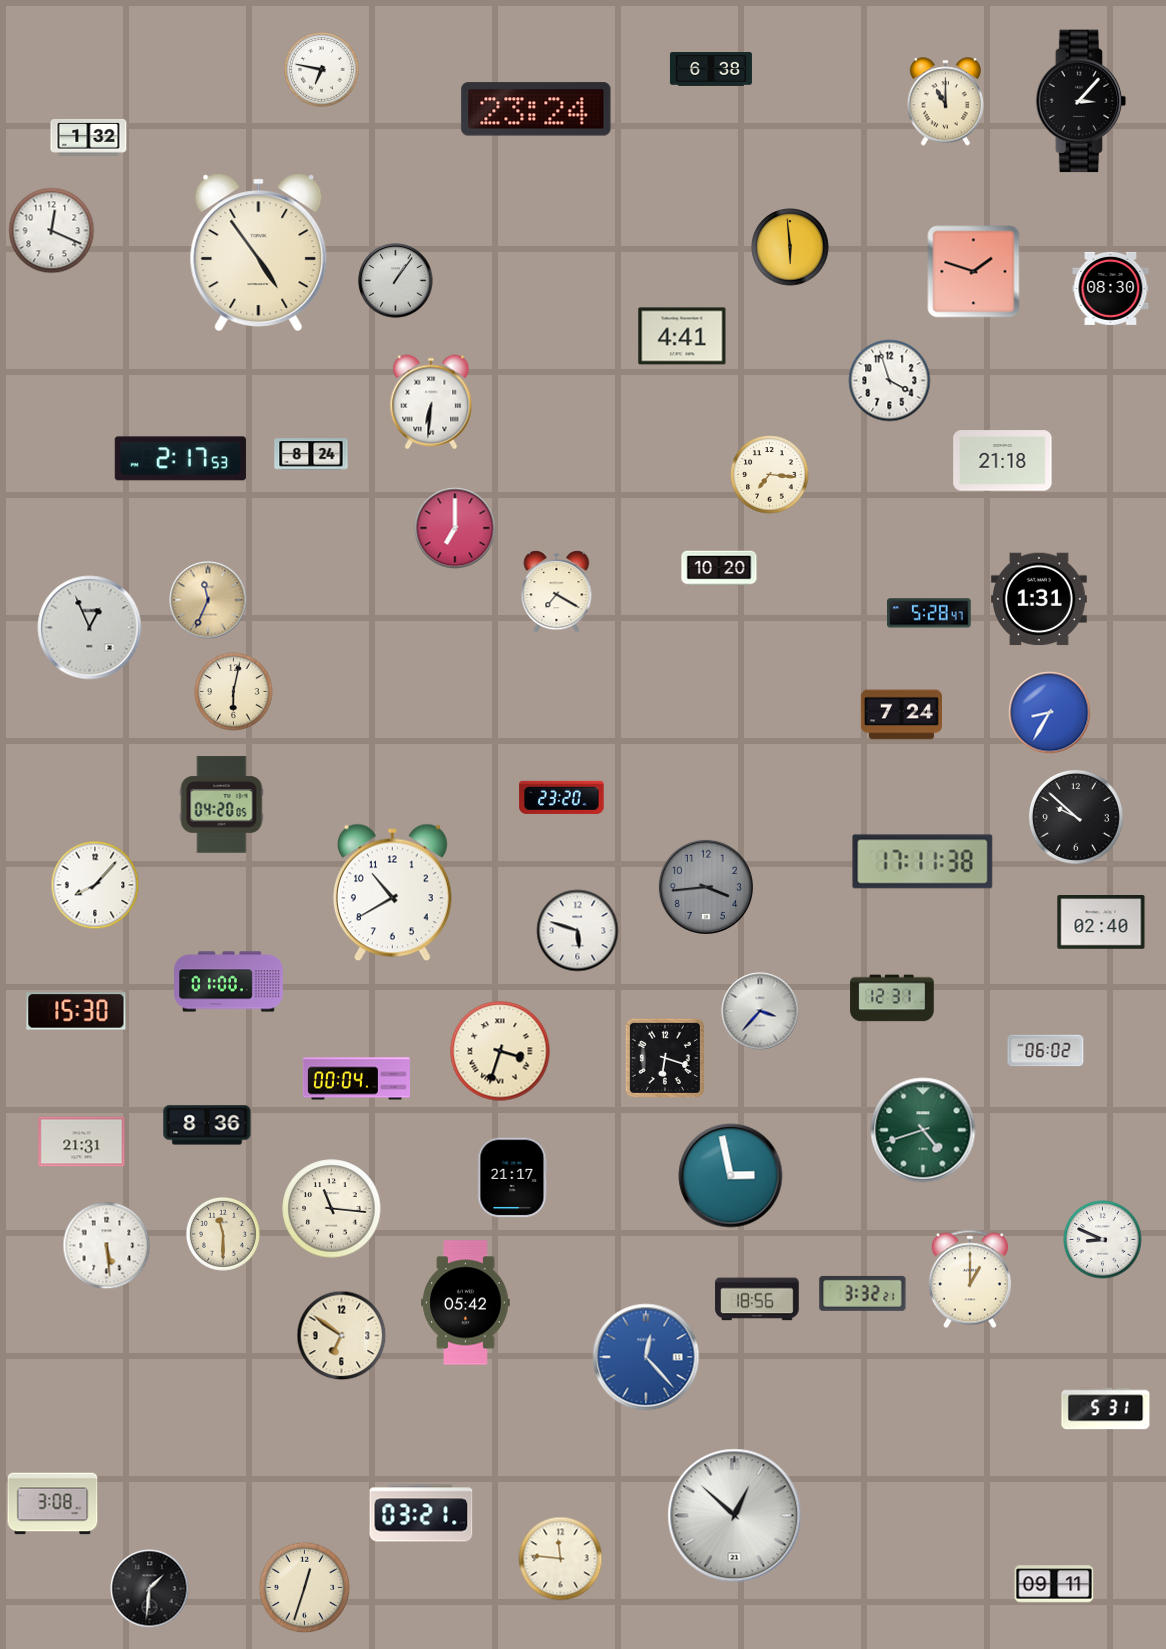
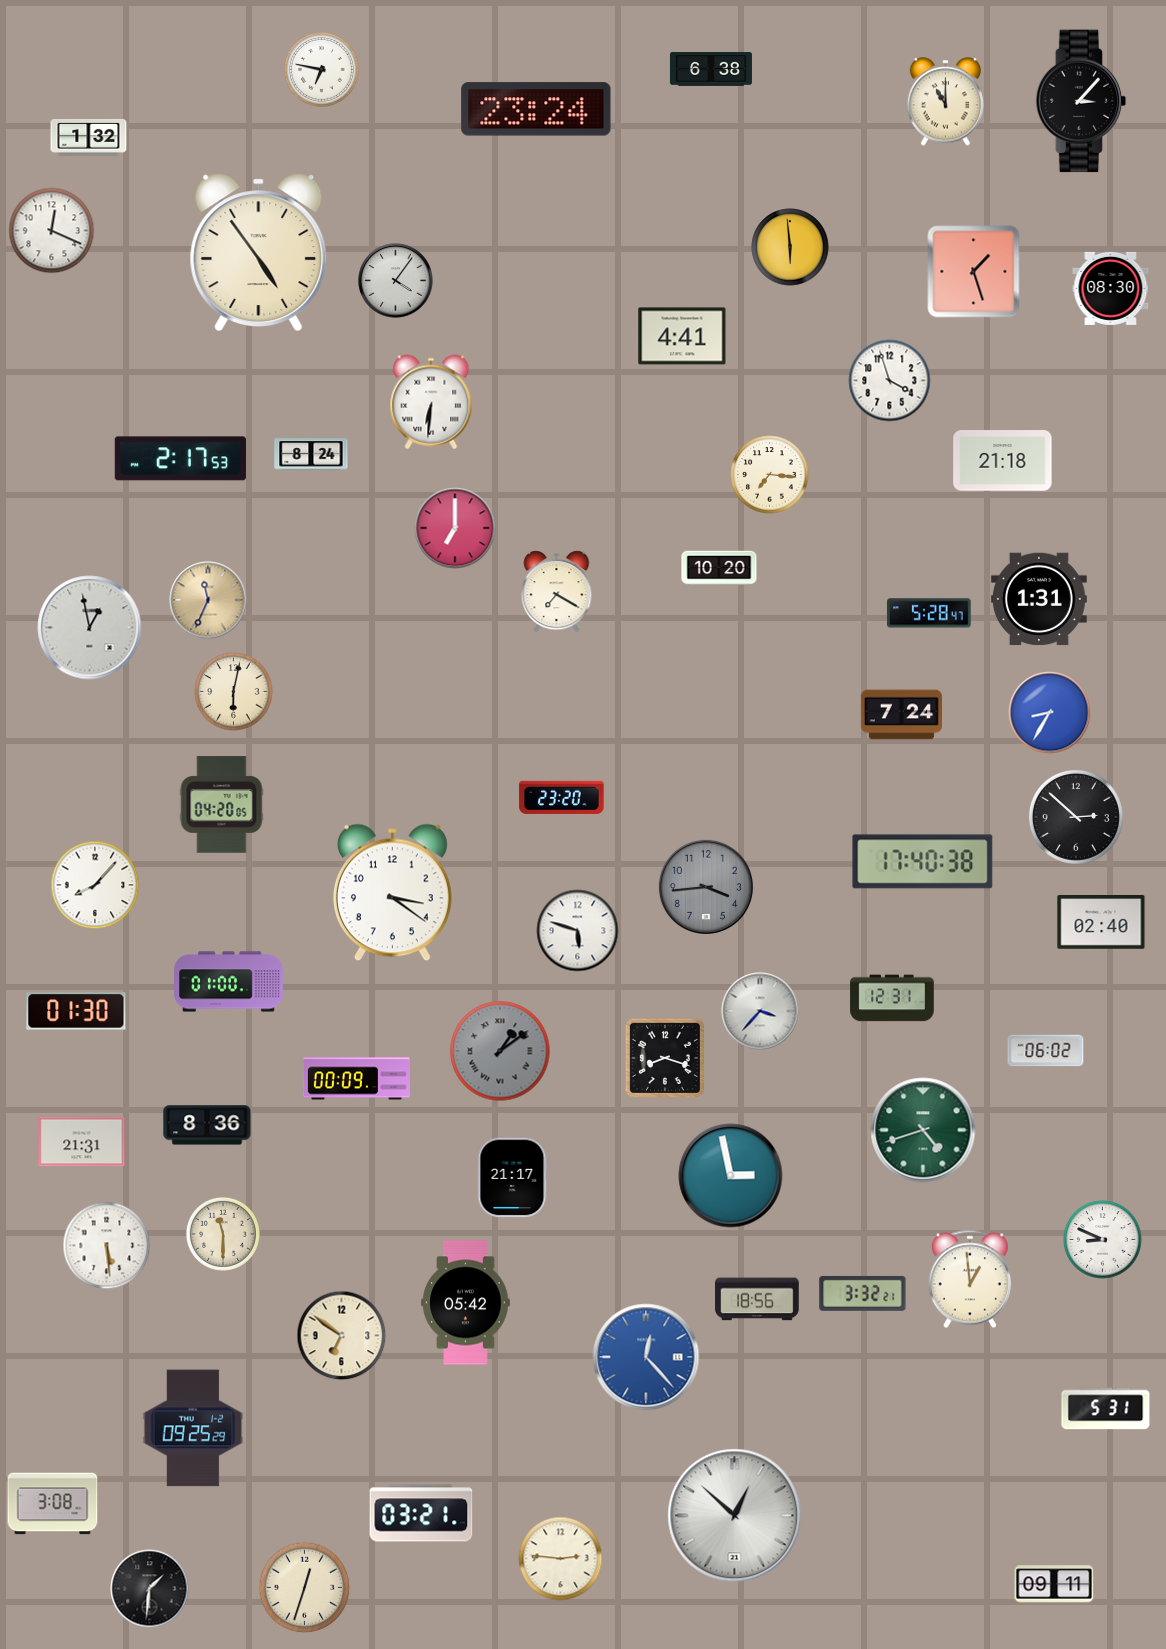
clock at (974, 272): 1:48 -> 1:27
clock at (396, 281): 1:06 -> 4:06
clock at (90, 628): 12:56 -> 12:58
clock at (1076, 817): 9:52 -> 2:52
clock at (923, 862): 17:11 -> 17:40
clock at (392, 893): 10:40 -> 3:21
clock at (76, 1011): 15:30 -> 01:30
clock at (500, 1051): 3:33 -> 1:09
clock at (500, 1051) dial: cream -> grey
clock at (665, 1058): 6:18 -> 8:18
clock at (356, 1079): 00:04 -> 00:09
clock at (332, 1209): 11:16 -> none
clock at (970, 1279): 1:00 -> 12:59
clock at (193, 1428): none -> 09:25
clock at (561, 1559): 11:46 -> 2:46
